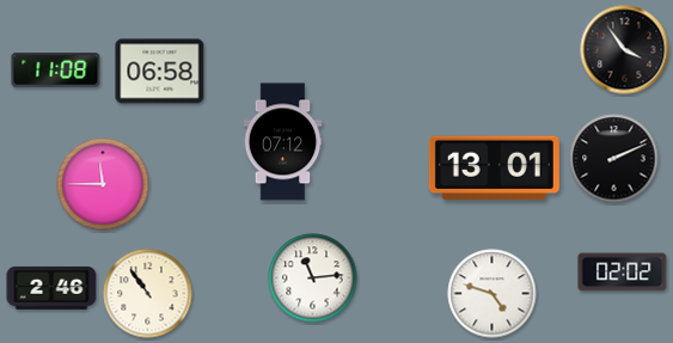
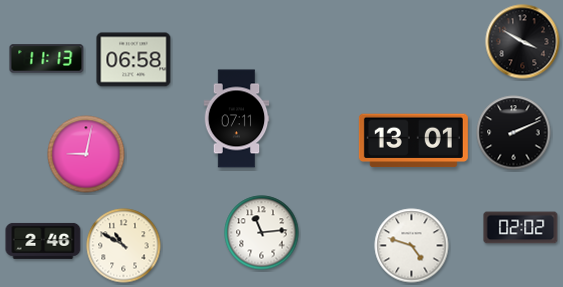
clock at (625, 50): 3:54 -> 3:50
clock at (56, 71): 11:08 -> 11:13
clock at (283, 142): 07:12 -> 07:11
clock at (103, 184): 11:45 -> 9:02
clock at (148, 294): 10:54 -> 10:50
